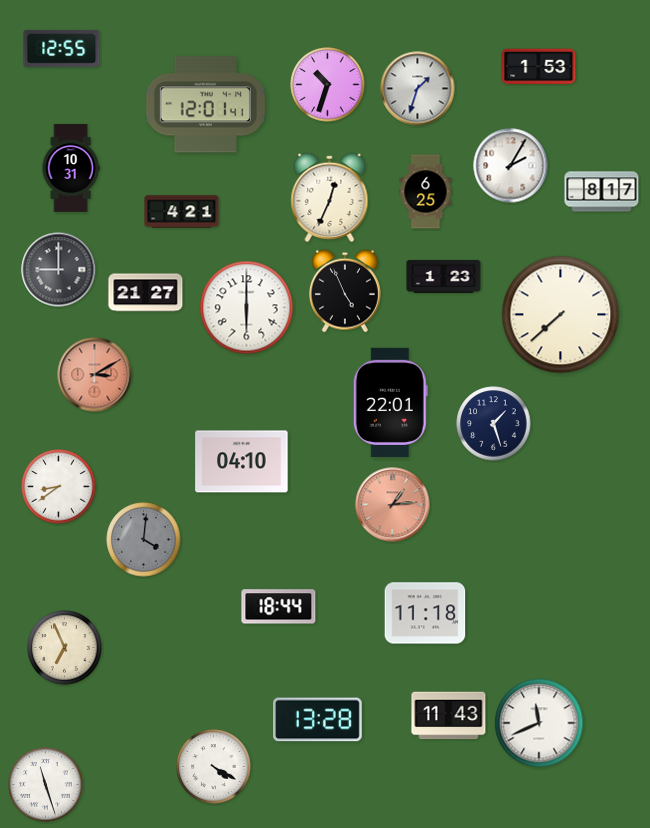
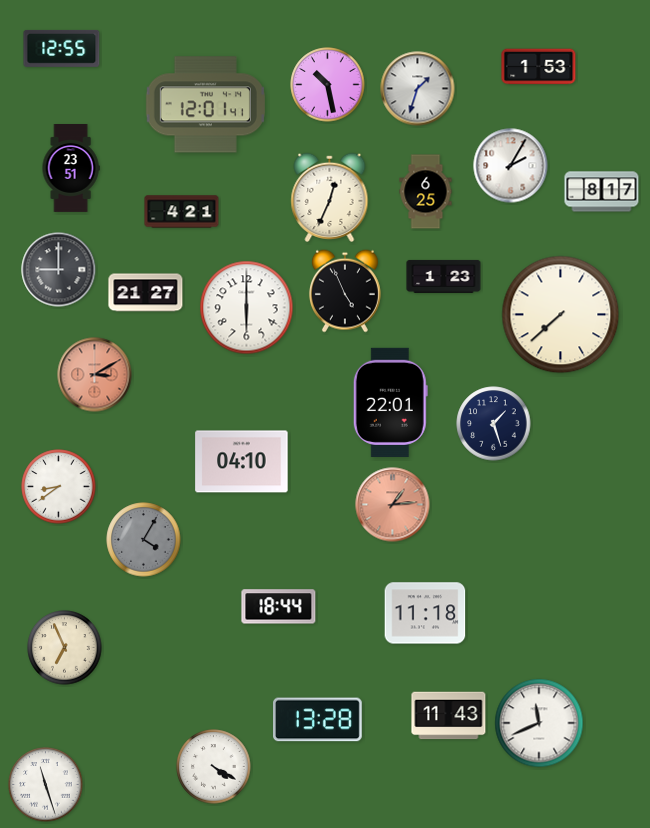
clock at (328, 85): 10:33 -> 10:28
clock at (71, 169): 10:31 -> 23:51
clock at (144, 540): 4:01 -> 4:05
